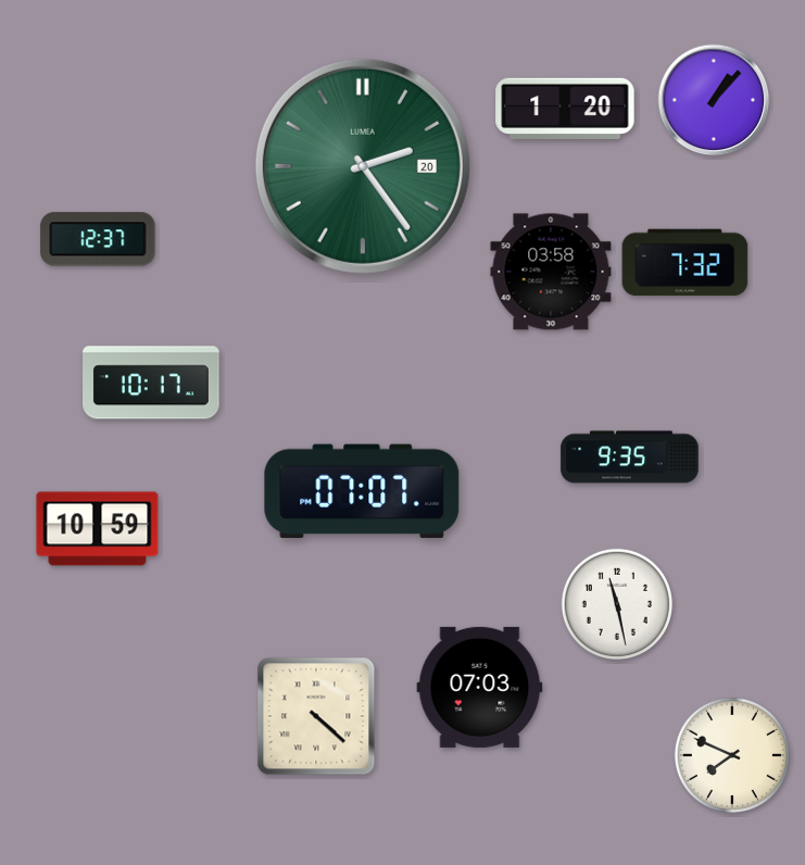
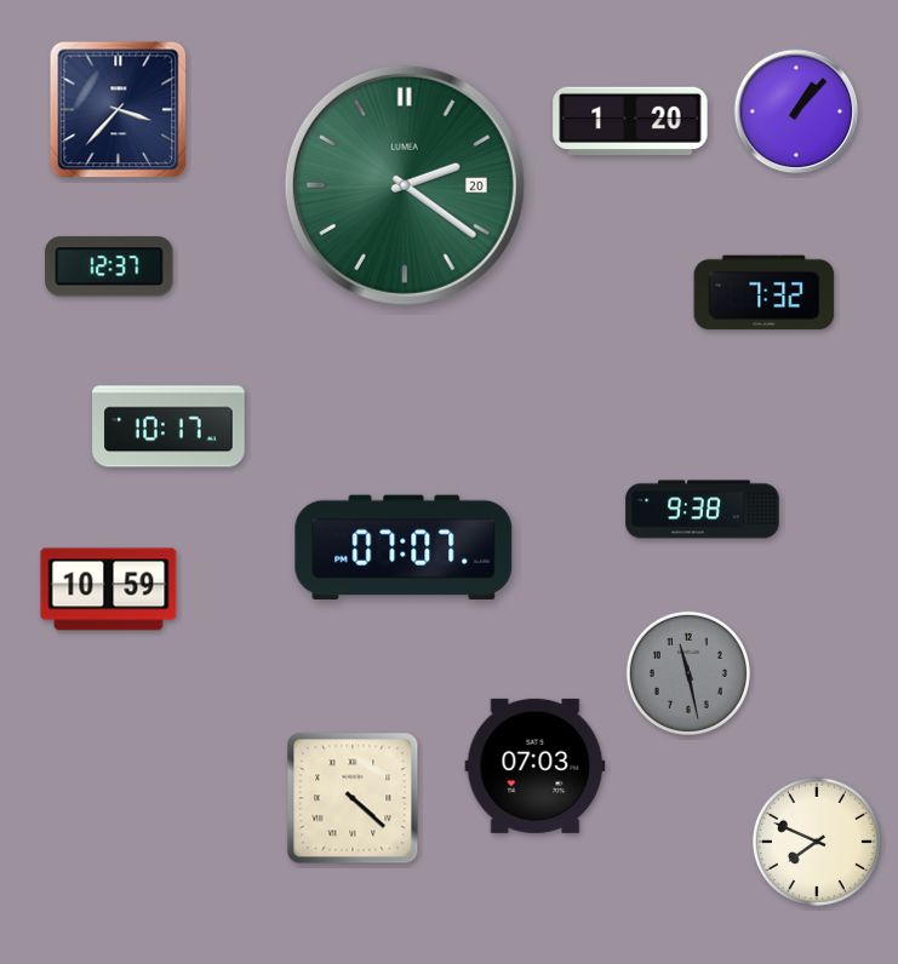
clock at (119, 110): none -> 3:37
clock at (363, 166): 2:24 -> 2:21
clock at (551, 272): 03:58 -> none
clock at (630, 457): 9:35 -> 9:38
clock at (617, 604) dial: white -> grey
